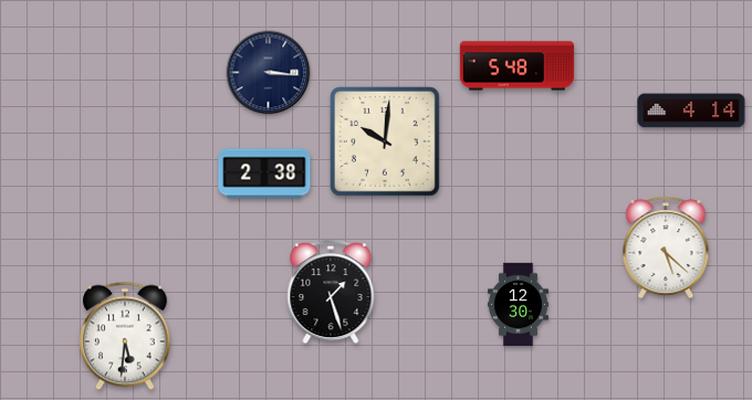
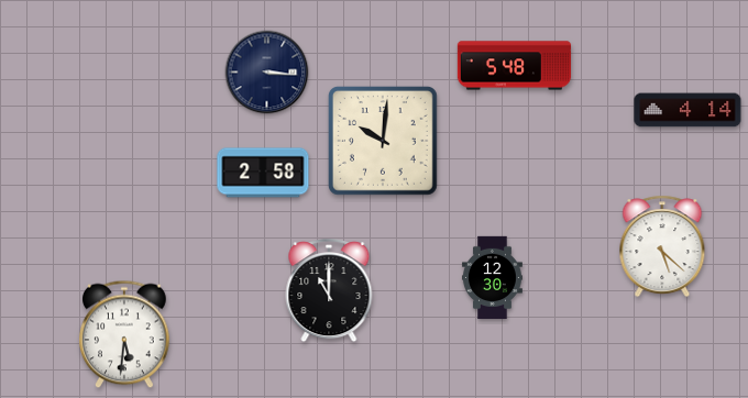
clock at (264, 173): 2:38 -> 2:58
clock at (331, 293): 1:27 -> 11:00
clock at (518, 305) position: (518, 305) -> (492, 278)
